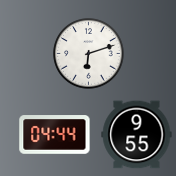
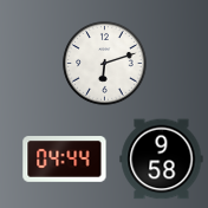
clock at (137, 135): 9:55 -> 9:58
